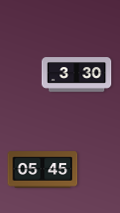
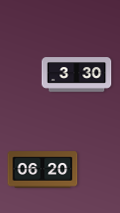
clock at (43, 170): 05:45 -> 06:20
